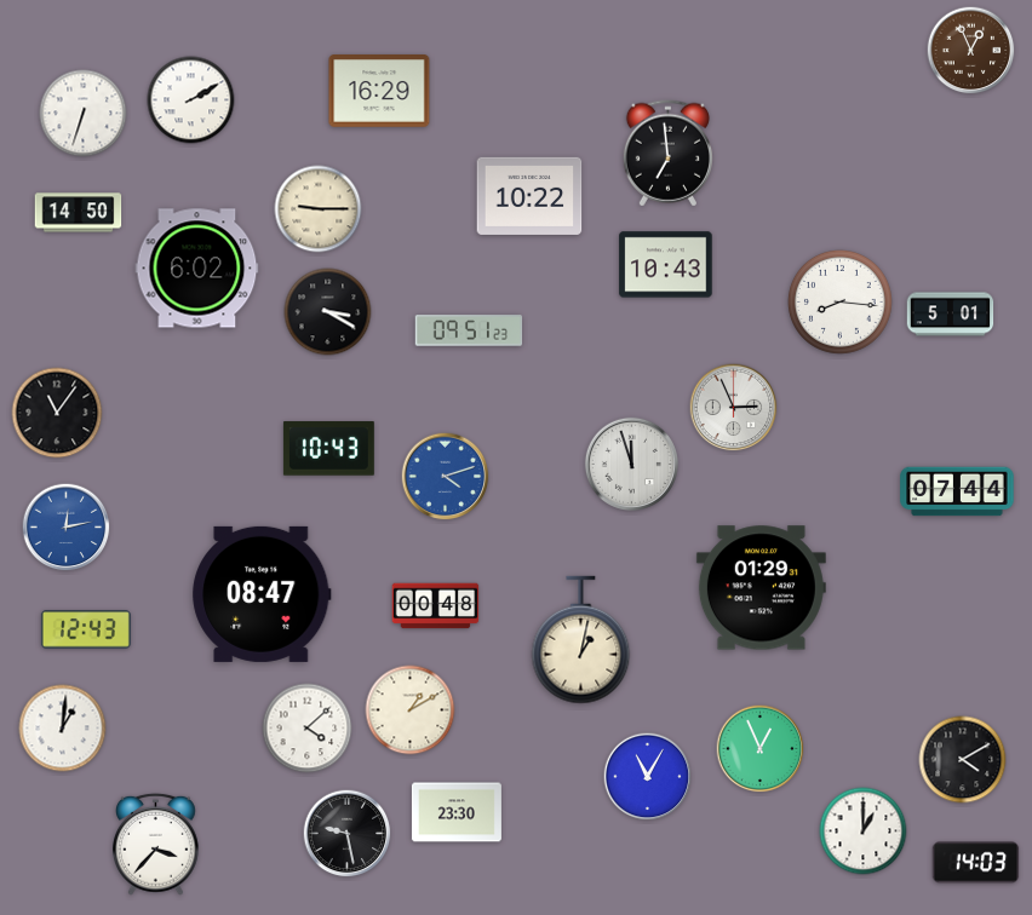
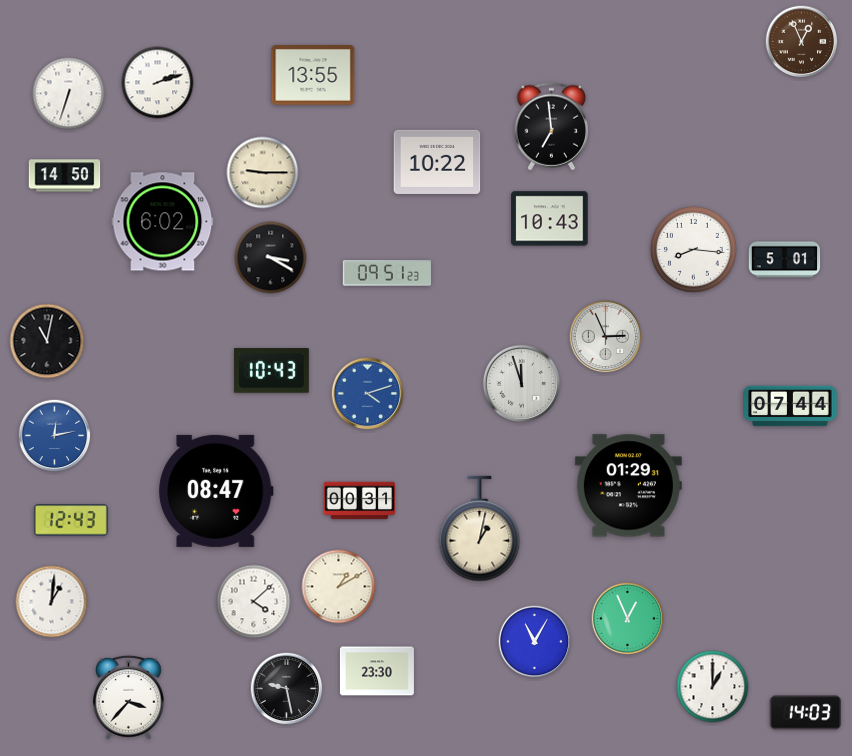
clock at (379, 92): 16:29 -> 13:55
clock at (191, 100): 2:10 -> 2:12
clock at (57, 413): 11:06 -> 11:02
clock at (436, 606): 00:48 -> 00:31
clock at (963, 760): 4:10 -> none
